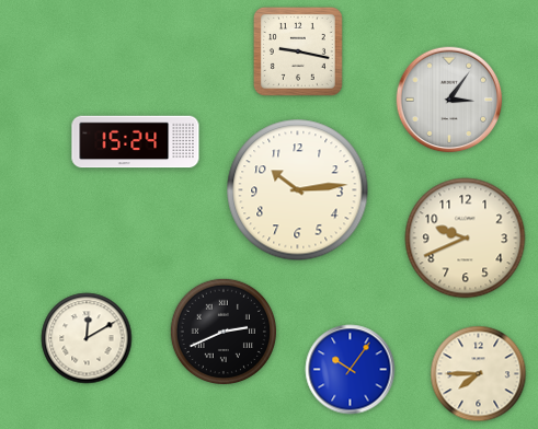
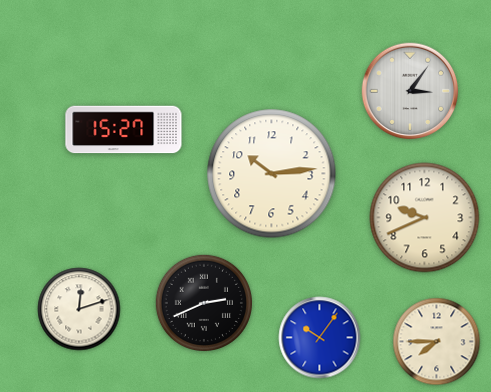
clock at (298, 51): 9:17 -> none
clock at (136, 142): 15:24 -> 15:27
clock at (87, 338): 12:10 -> 12:12
